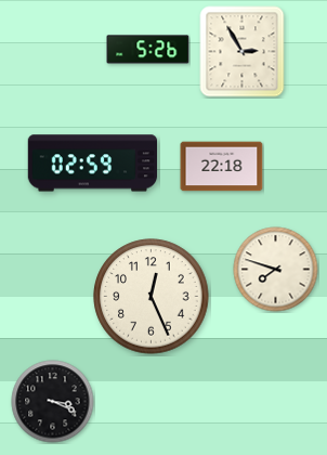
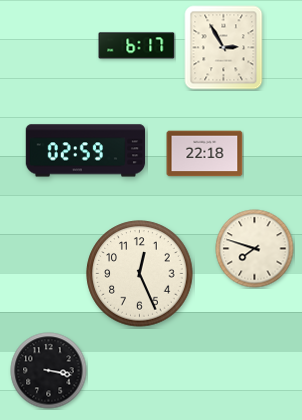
clock at (148, 50): 5:26 -> 6:17
clock at (53, 402): 3:19 -> 3:17
